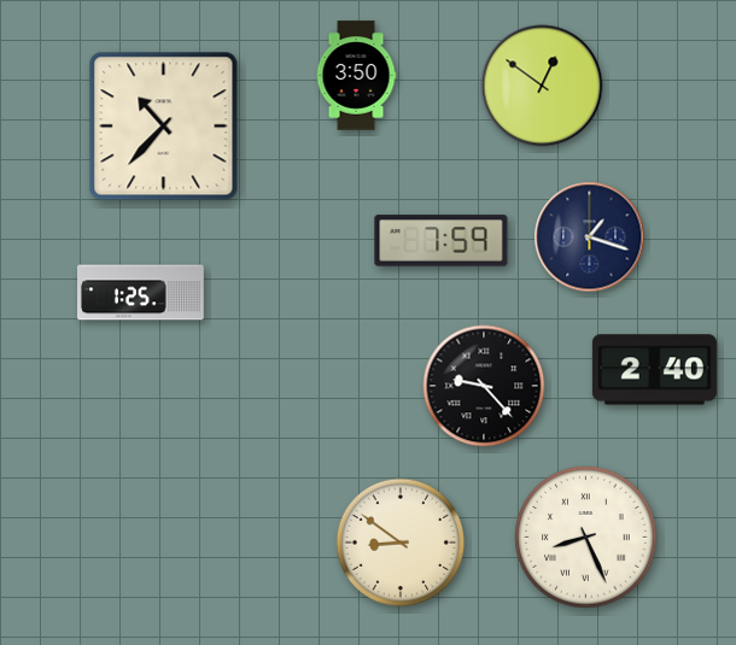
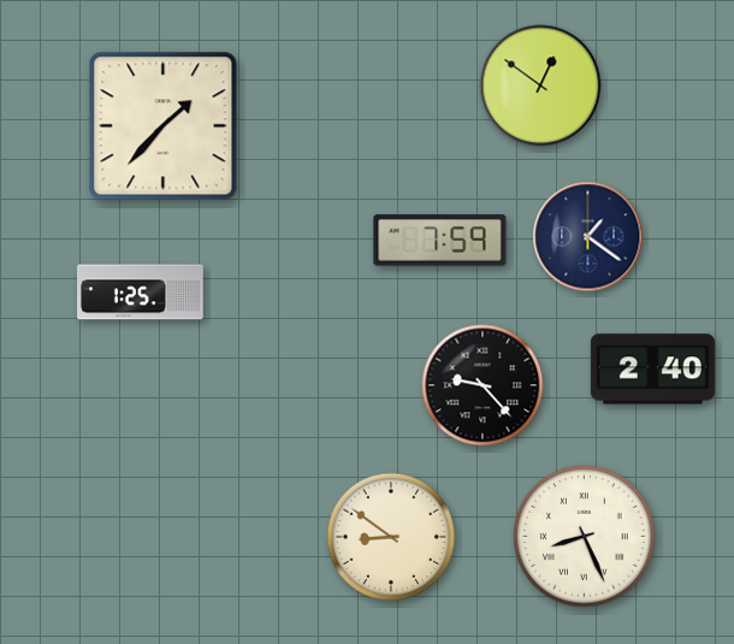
clock at (356, 76): 3:50 -> none
clock at (164, 127): 10:37 -> 1:37
clock at (590, 238): 1:18 -> 1:21
clock at (399, 541) position: (399, 541) -> (390, 536)
